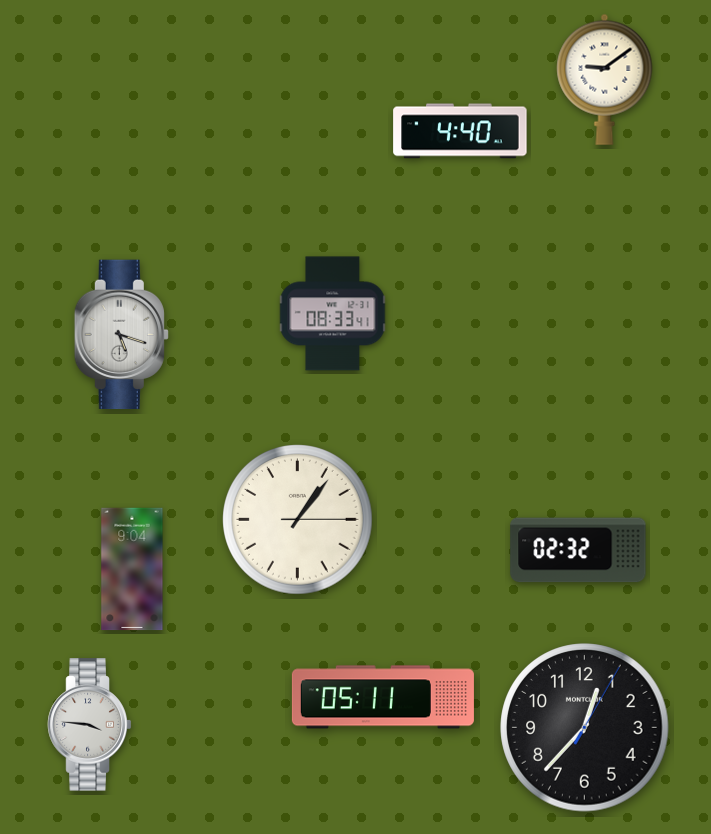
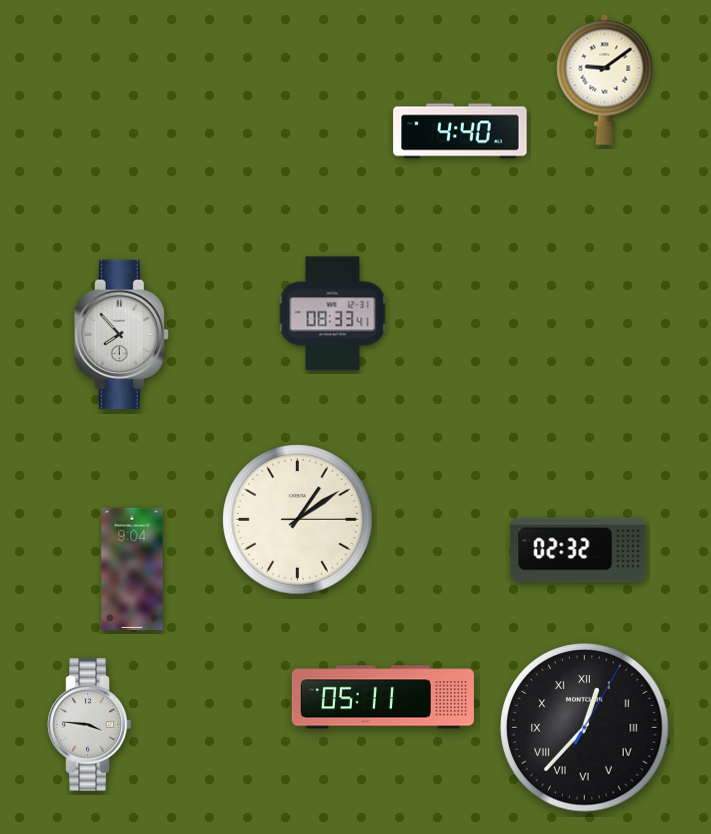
clock at (121, 335): 5:18 -> 7:53
clock at (298, 520): 1:06 -> 1:09
clock at (585, 728) numerals: Arabic -> Roman
